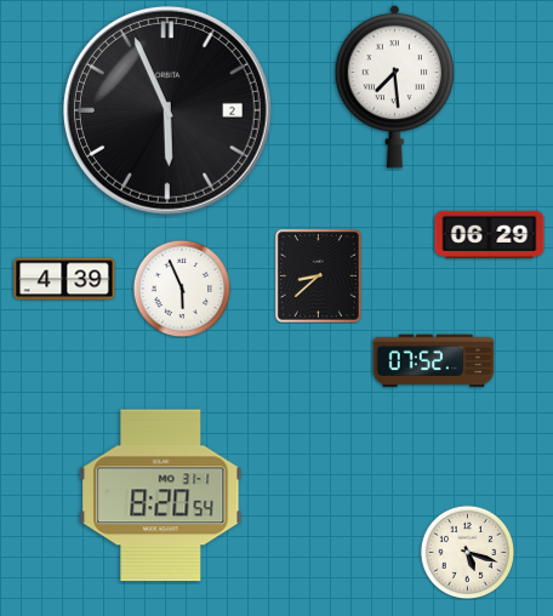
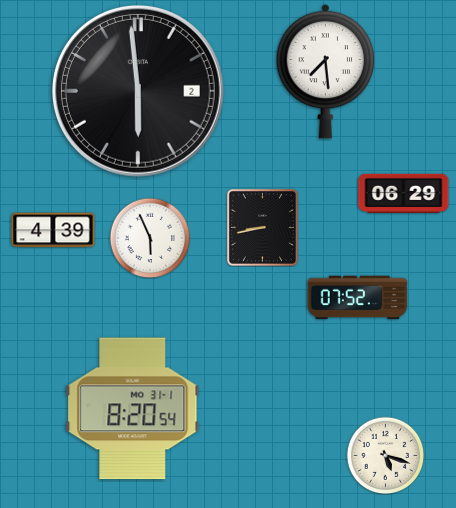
clock at (167, 110): 5:56 -> 5:59
clock at (318, 275): 8:38 -> 8:43
